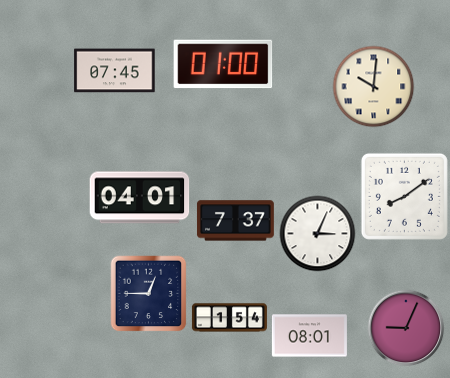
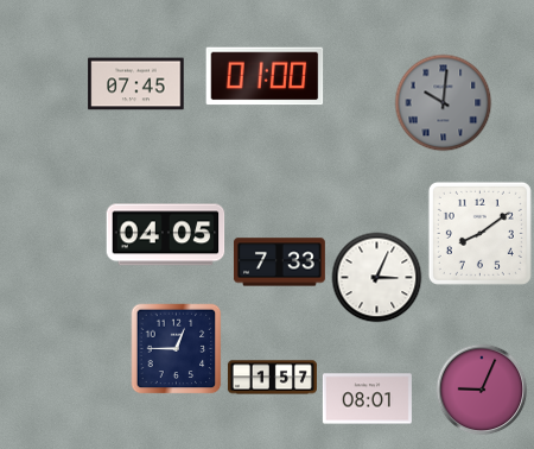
clock at (374, 87) dial: cream -> grey
clock at (140, 198): 04:01 -> 04:05
clock at (235, 221): 7:37 -> 7:33
clock at (229, 318): 1:54 -> 1:57
